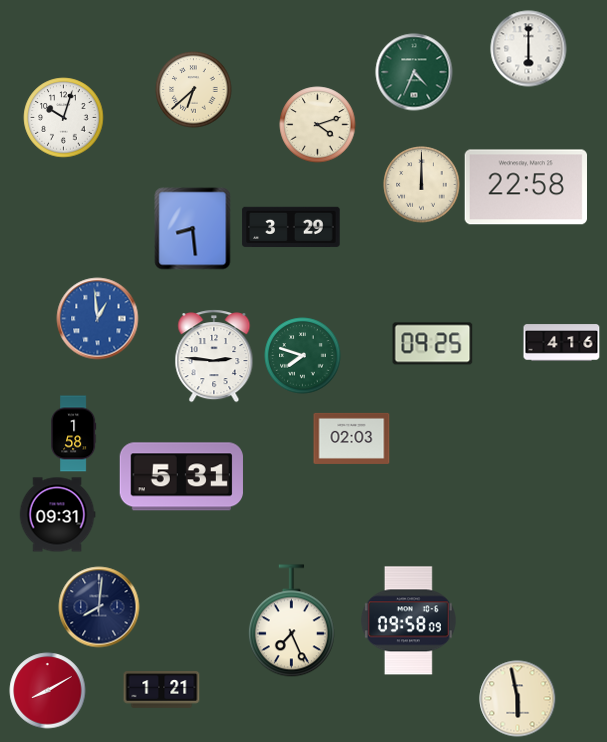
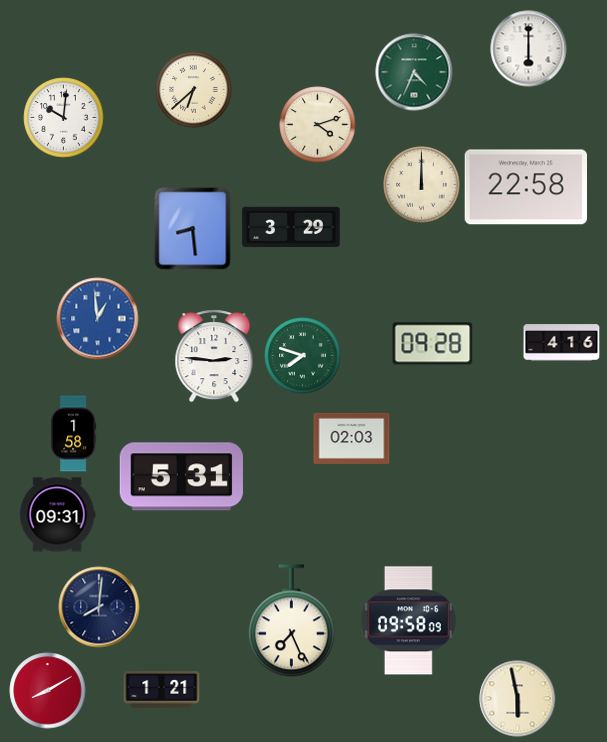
clock at (64, 118): 10:03 -> 10:01
clock at (433, 344): 09:25 -> 09:28
